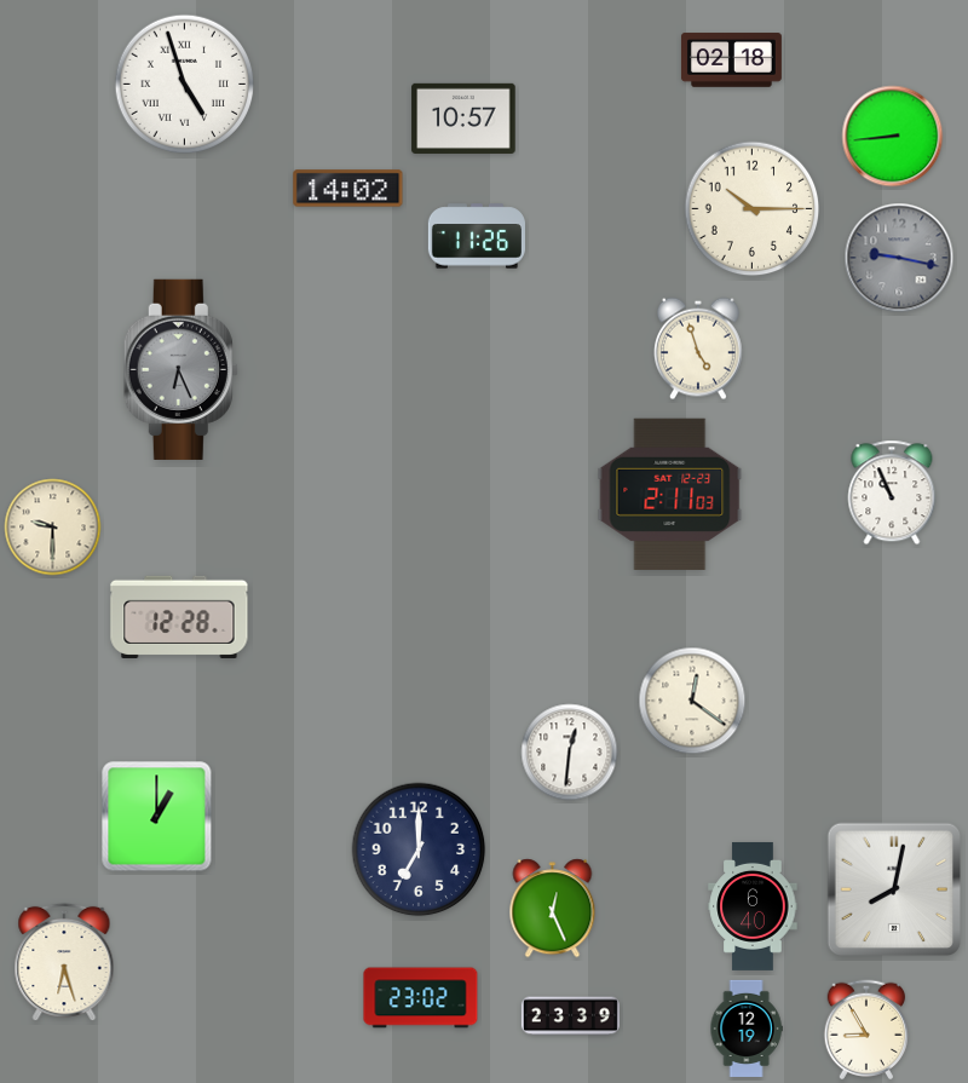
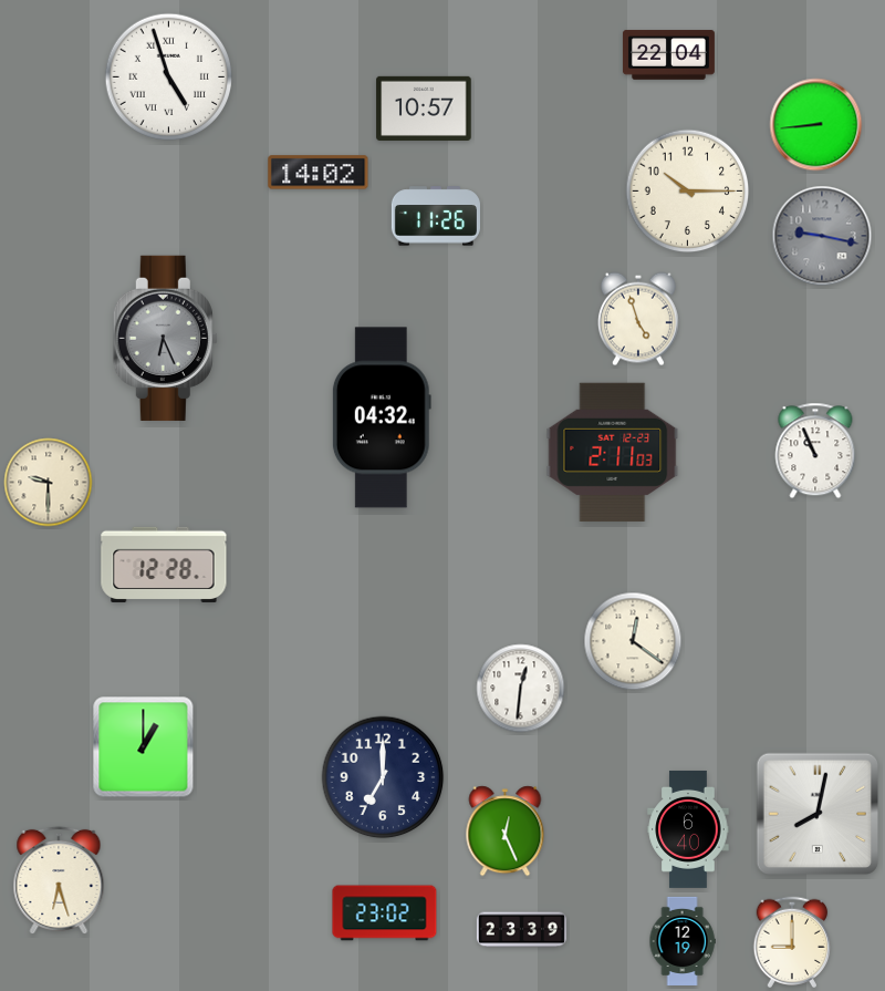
clock at (731, 61): 02:18 -> 22:04
clock at (382, 417): none -> 04:32
clock at (866, 1030): 8:55 -> 9:00
